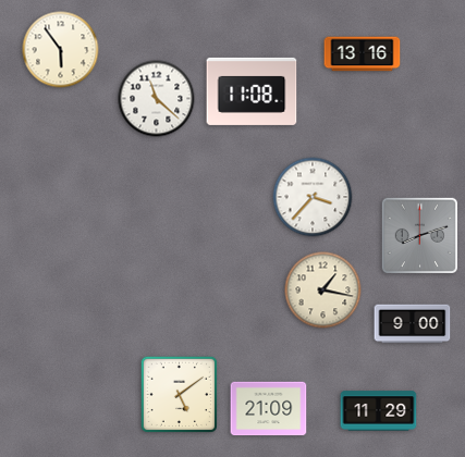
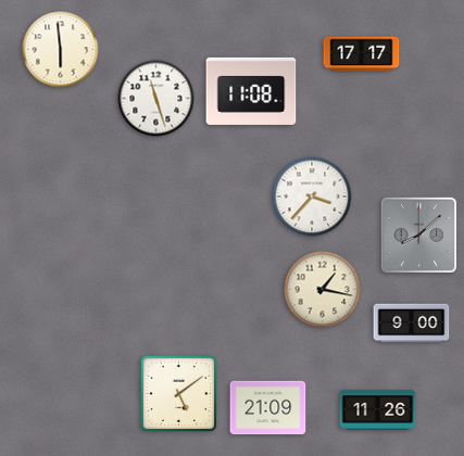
clock at (61, 50): 5:54 -> 5:59
clock at (363, 54): 13:16 -> 17:17
clock at (157, 99): 11:22 -> 11:27
clock at (419, 235): 8:12 -> 8:08
clock at (379, 411): 11:29 -> 11:26
